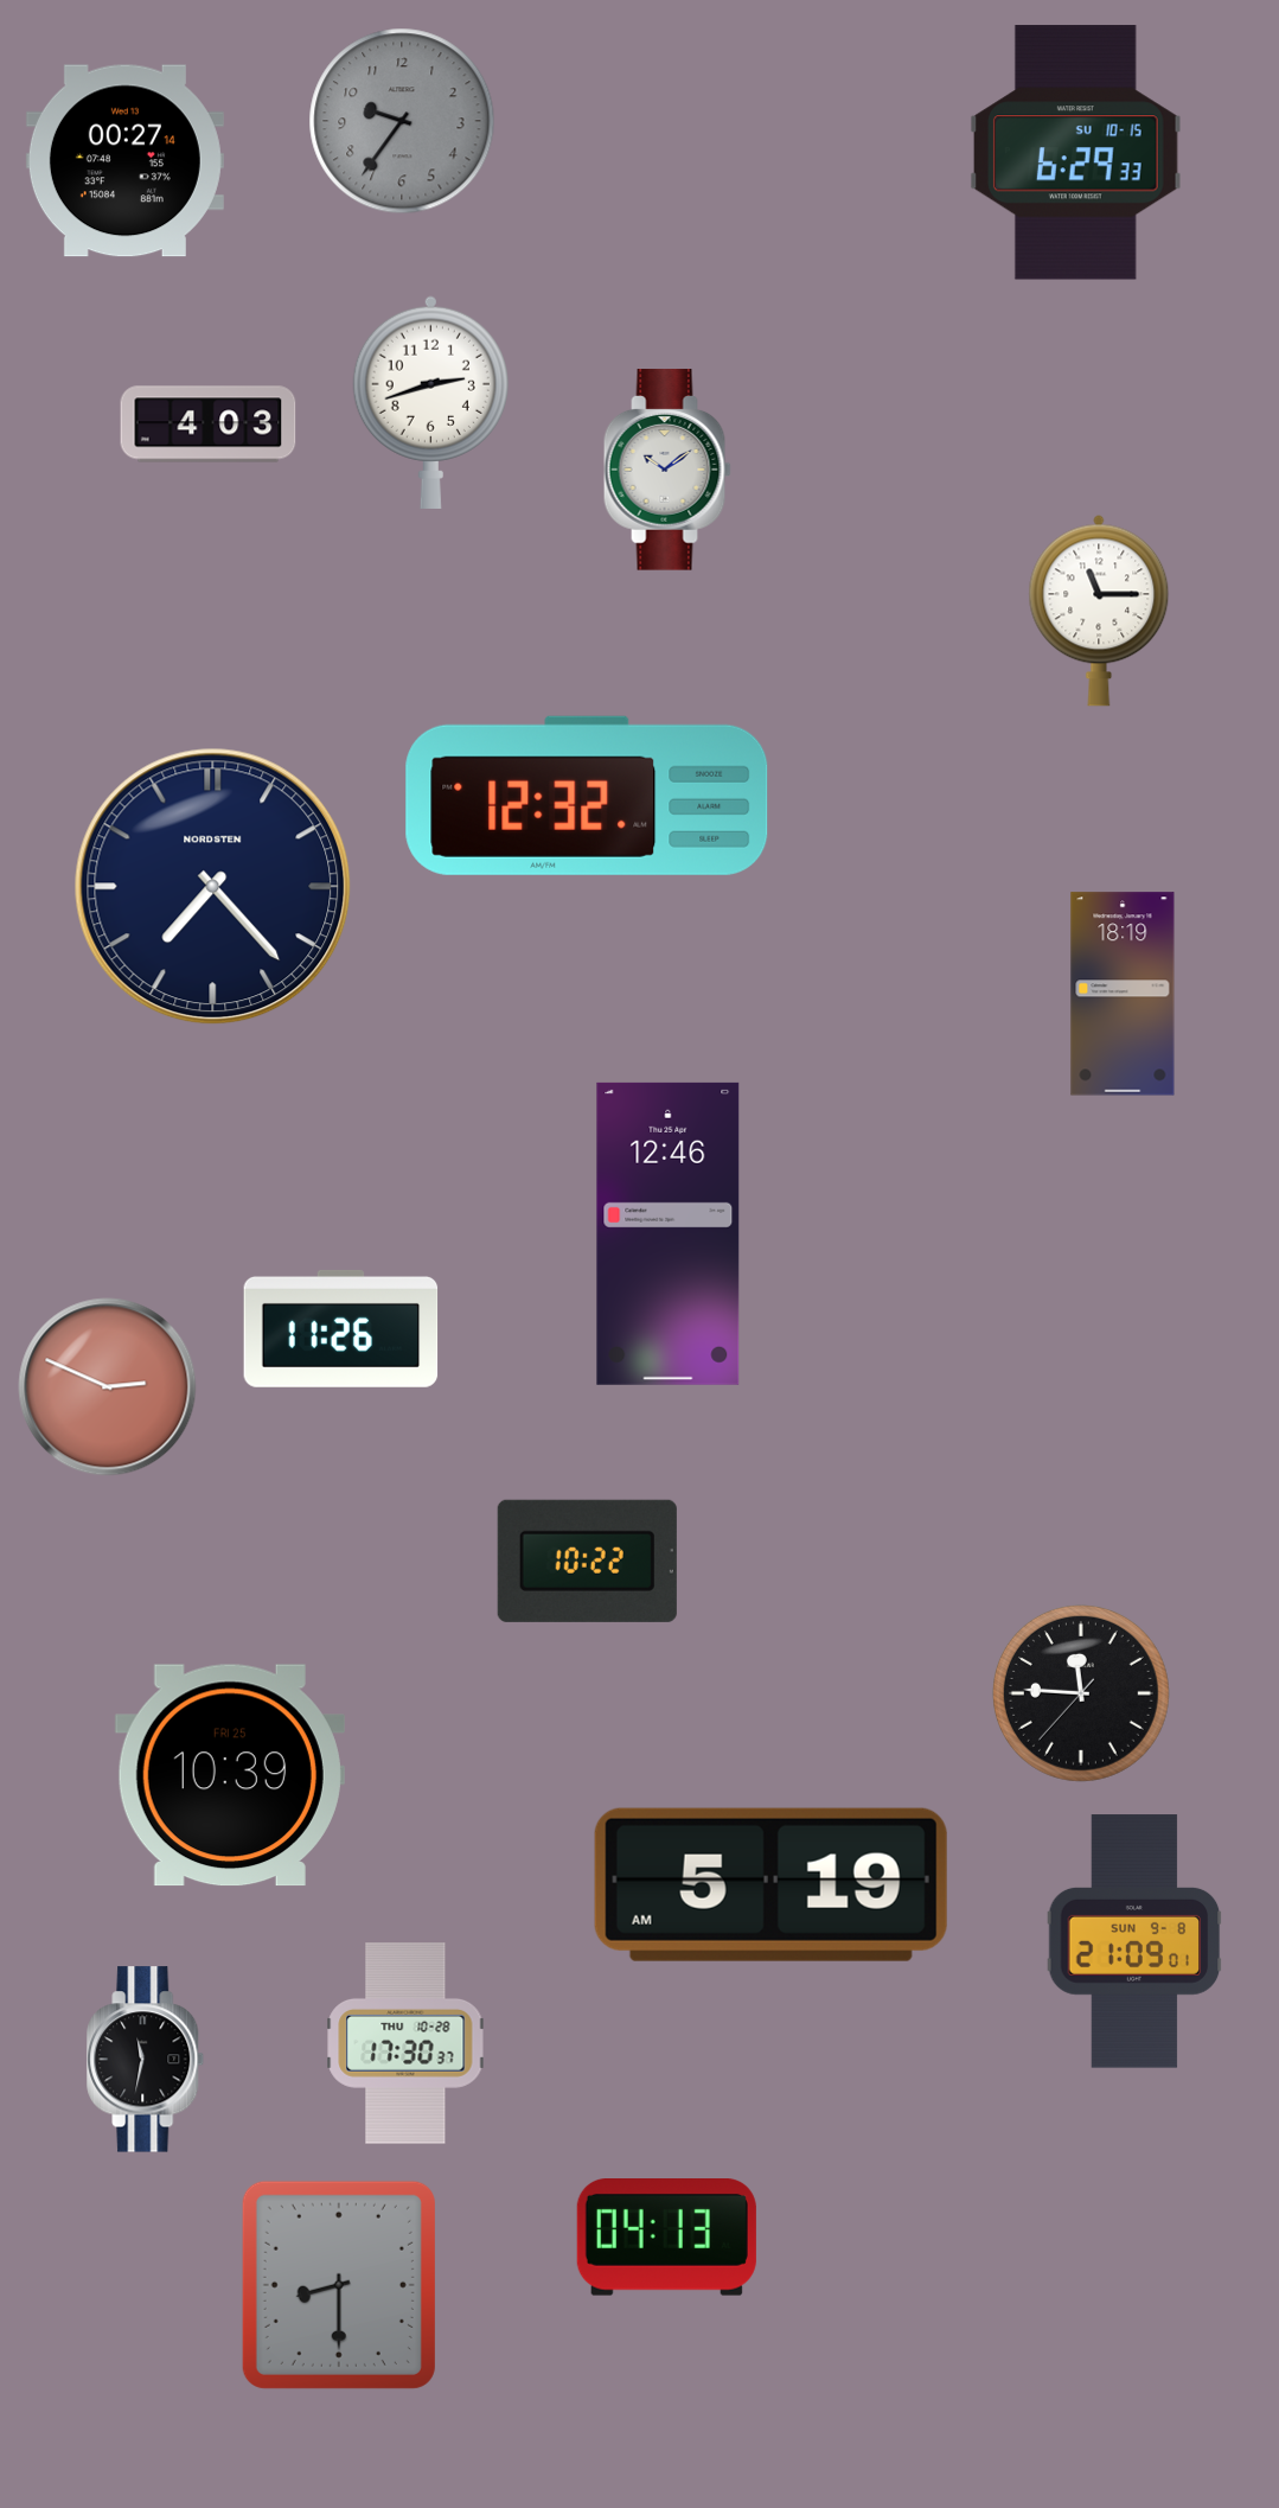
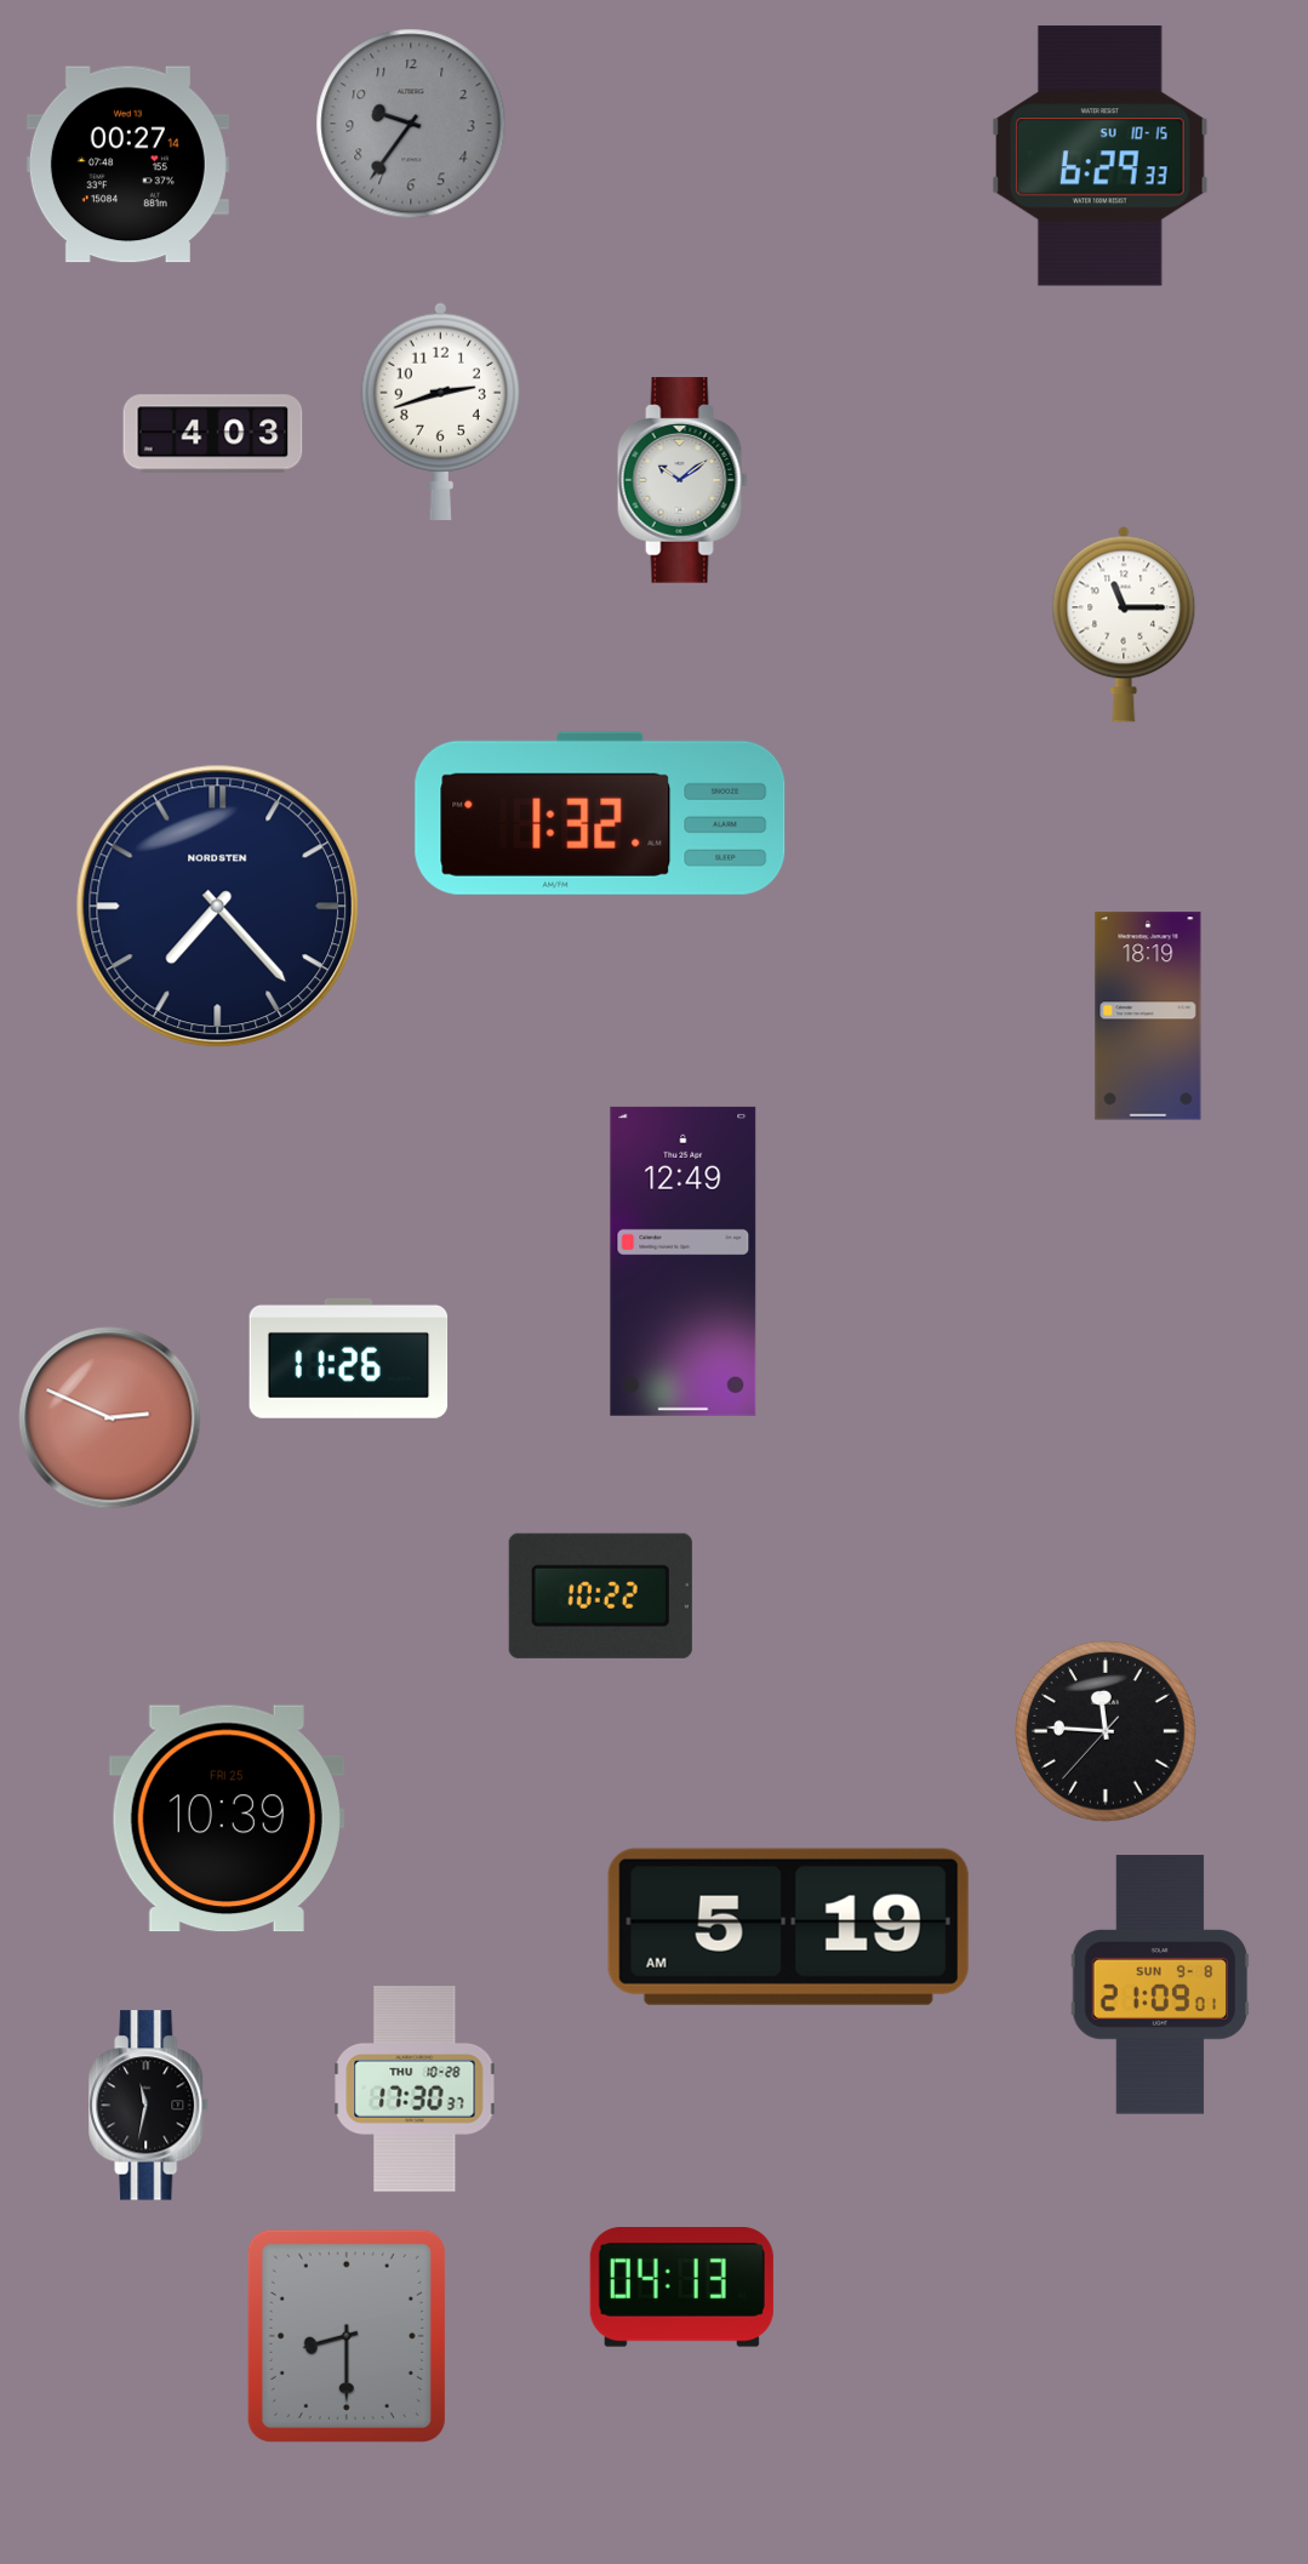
clock at (587, 796): 12:32 -> 1:32
clock at (669, 1233): 12:46 -> 12:49
clock at (230, 1775) position: (230, 1775) -> (227, 1818)
